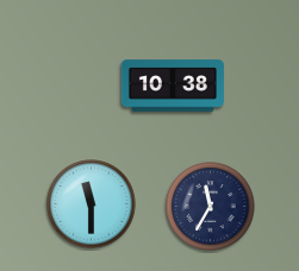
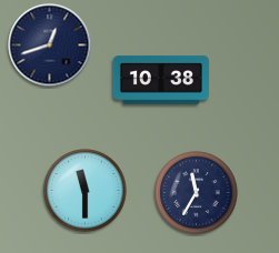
clock at (50, 45): none -> 12:42
